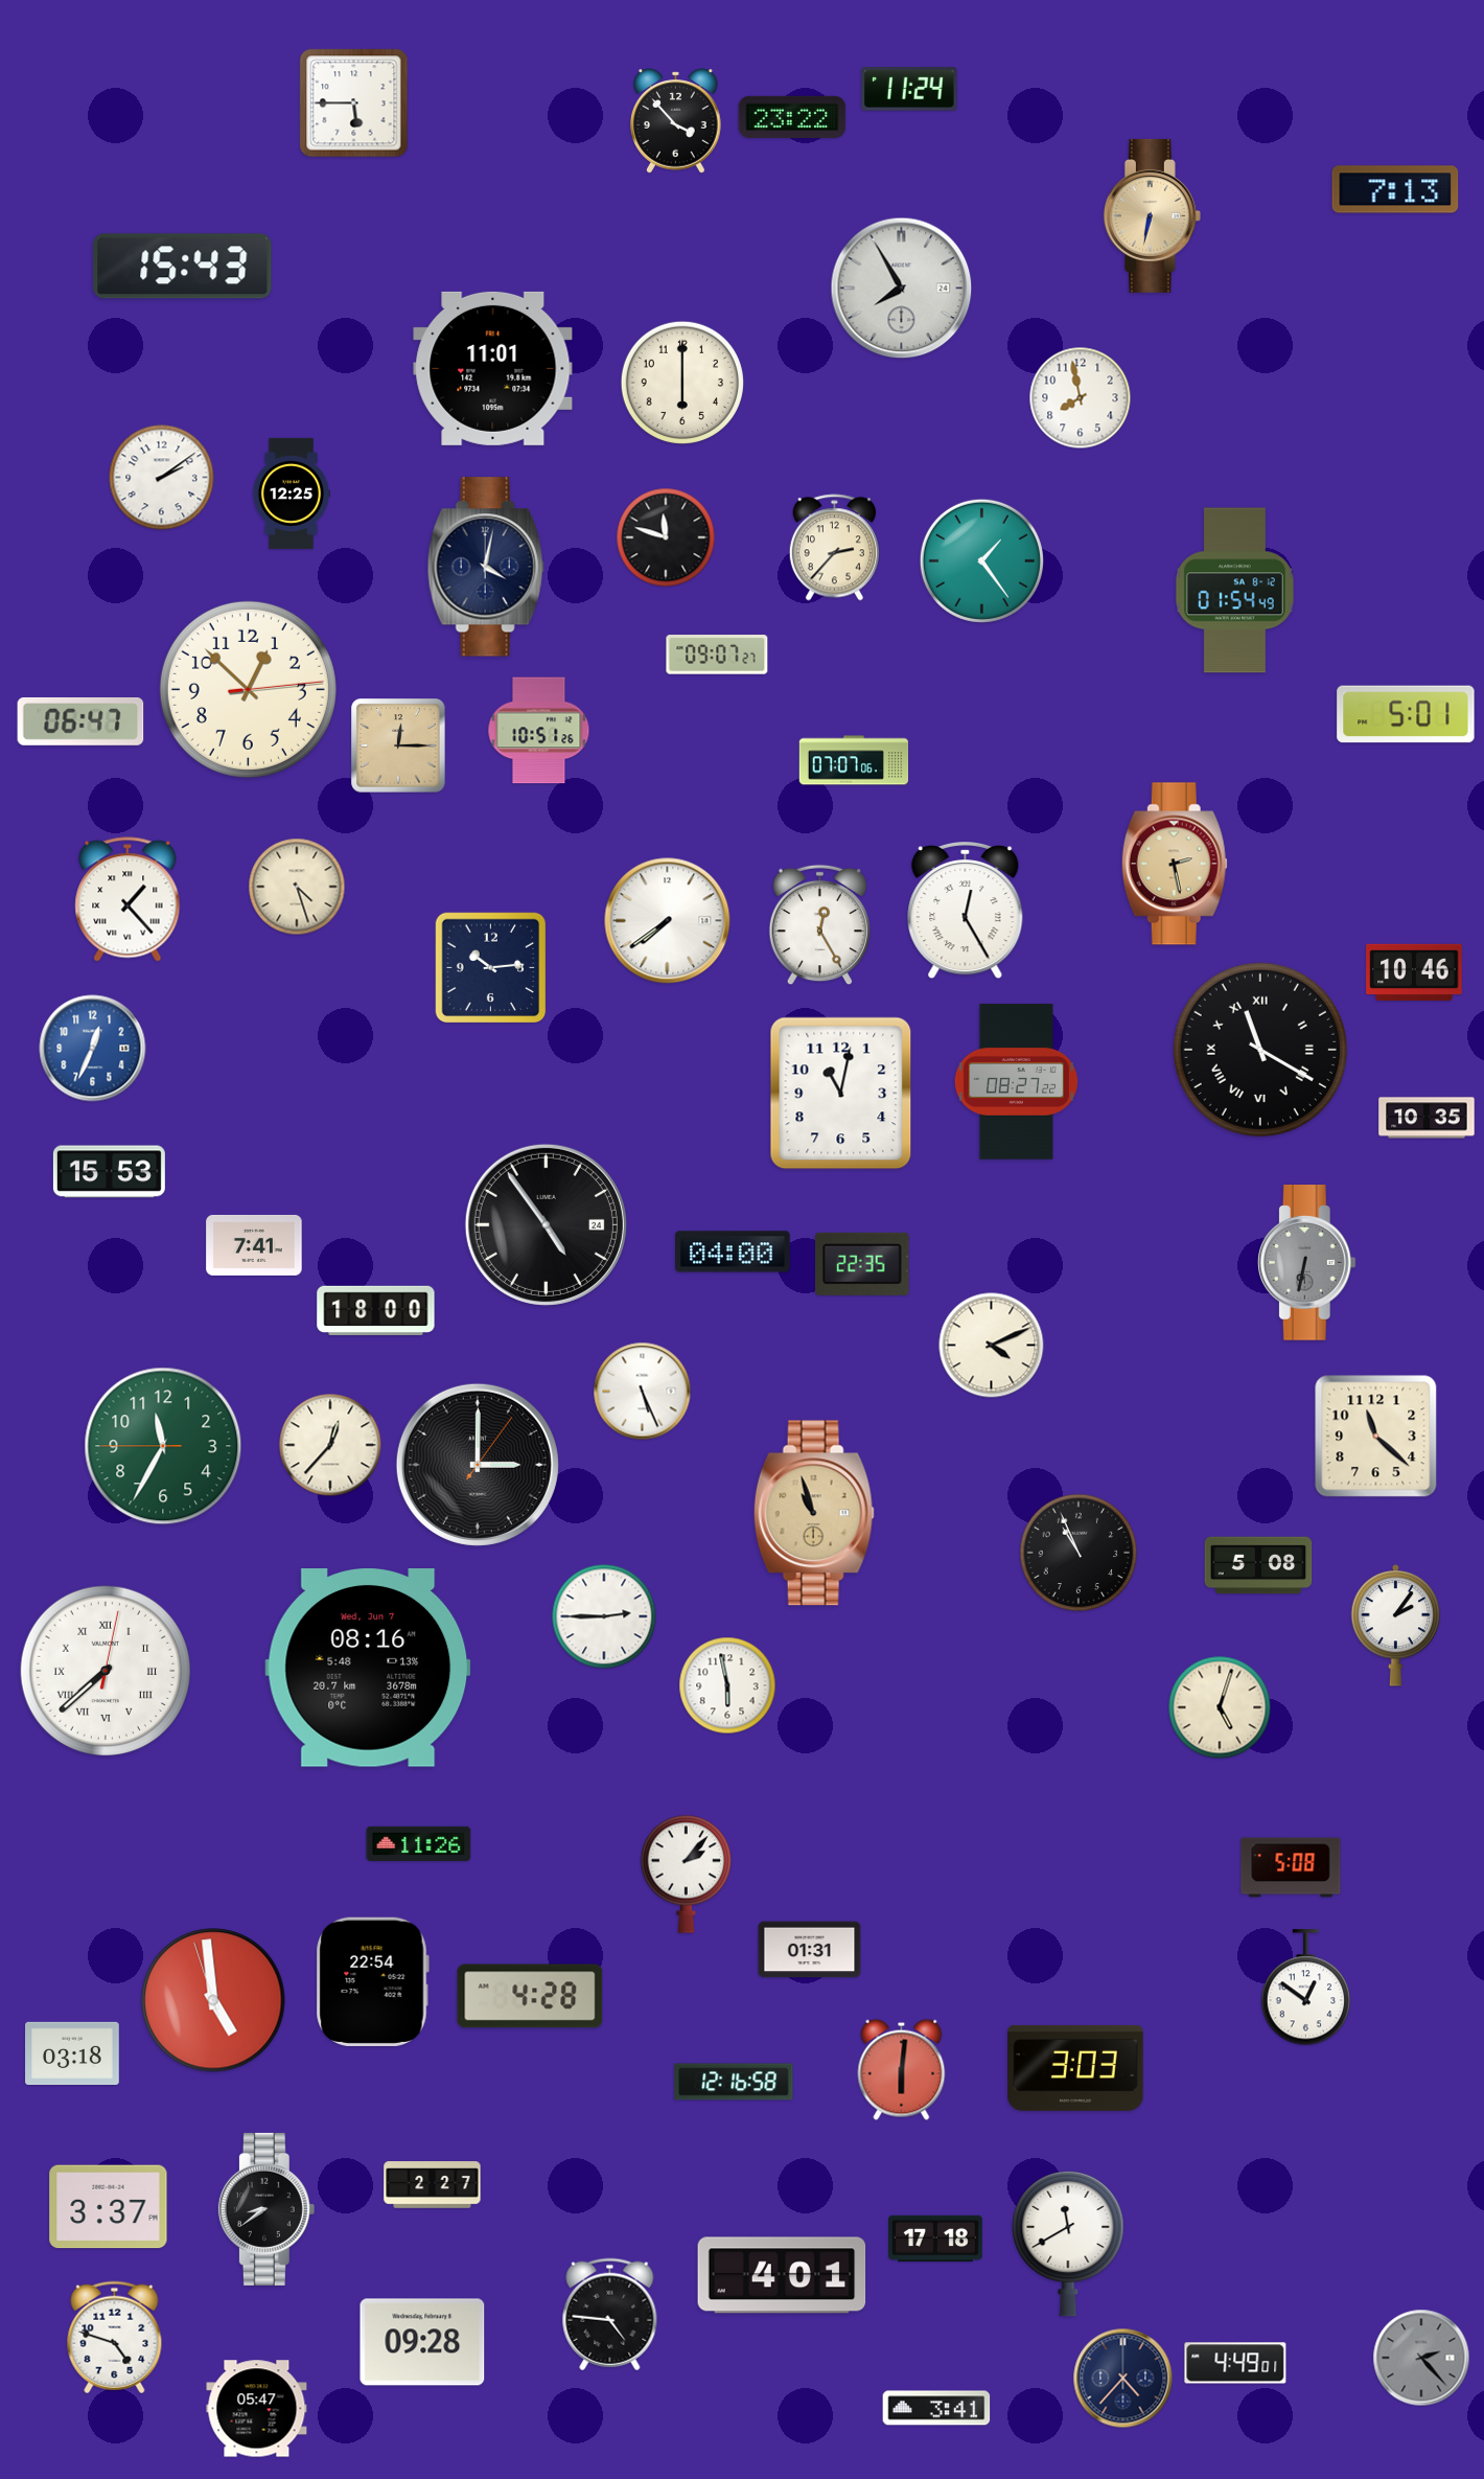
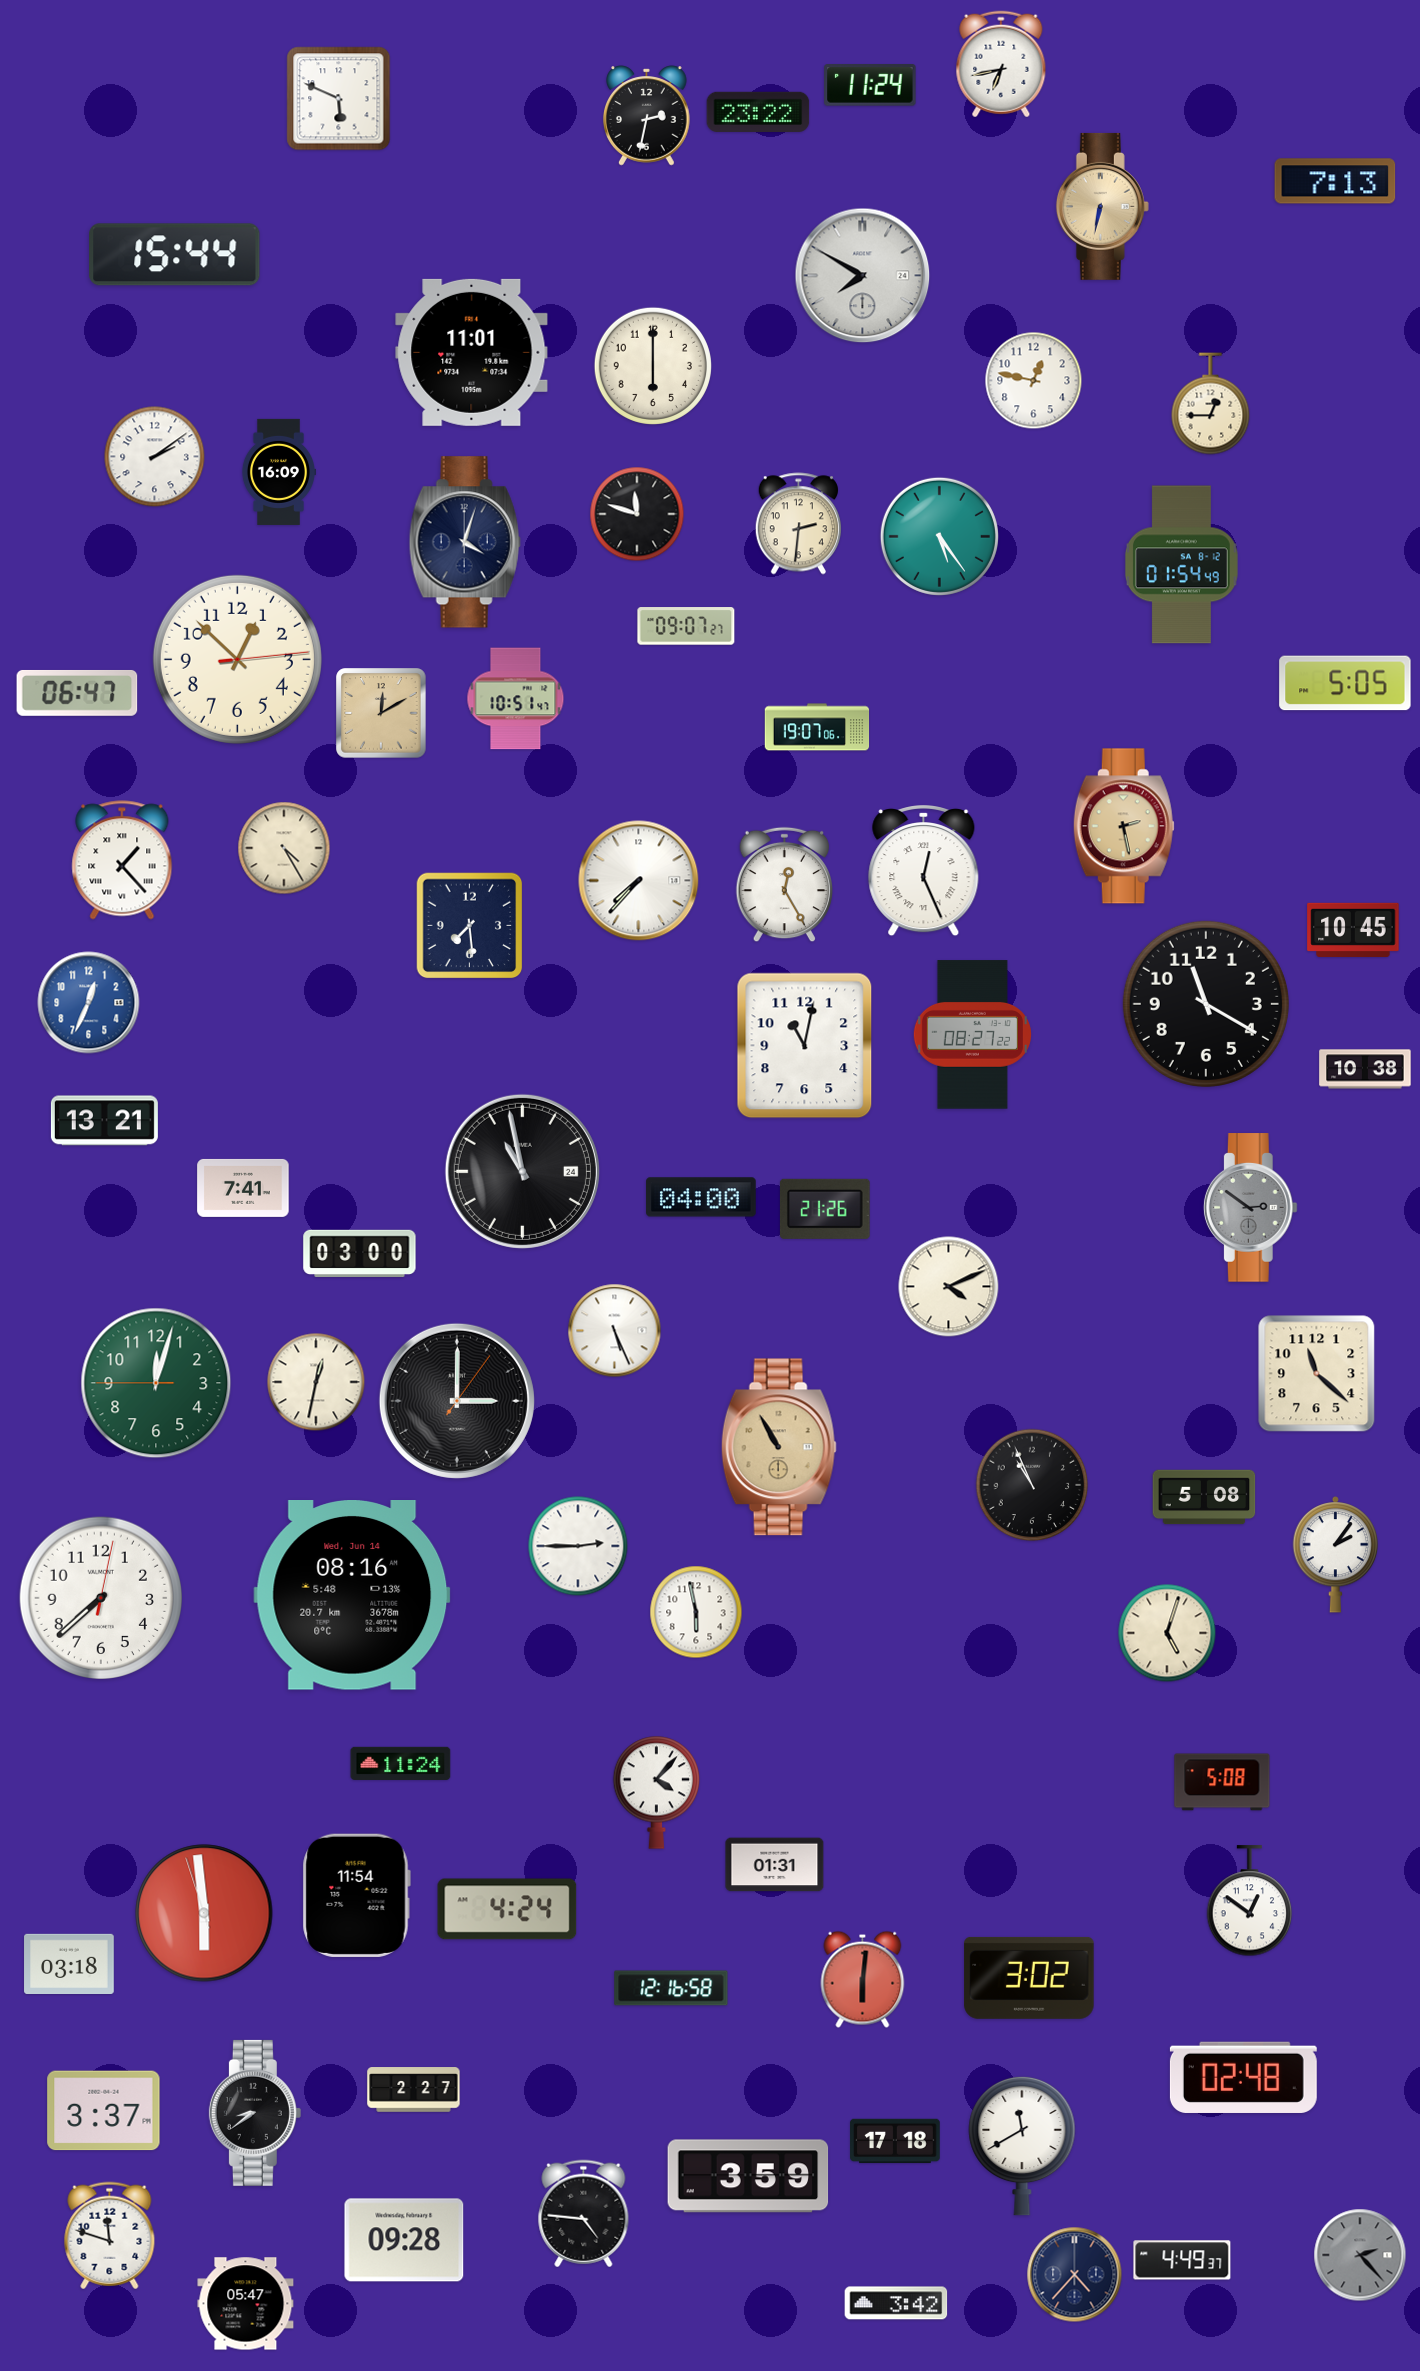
clock at (1001, 64): none -> 6:43
clock at (354, 104): 5:45 -> 5:49
clock at (676, 121): 3:53 -> 2:32
clock at (183, 267): 15:43 -> 15:44
clock at (902, 289): 7:55 -> 7:50
clock at (1081, 398): 7:58 -> 12:47
clock at (1211, 404): none -> 12:45
clock at (291, 493): 12:25 -> 16:09
clock at (834, 548): 2:37 -> 2:31
clock at (981, 560): 1:24 -> 5:24
clock at (486, 567): 4:02 -> 4:03
clock at (1406, 714): 5:01 -> 5:05
clock at (80, 721) position: (80, 721) -> (77, 693)
clock at (539, 731): 10:51:26 -> 10:51:47
clock at (398, 745): 12:15 -> 12:10
clock at (854, 760): 07:07 -> 19:07
clock at (297, 887): 4:27 -> 4:25
clock at (966, 912): 12:25 -> 12:26
clock at (668, 921): 7:39 -> 7:37
clock at (491, 968): 10:14 -> 7:29
clock at (1414, 971): 10:46 -> 10:45
clock at (1260, 1050) numerals: Roman -> Arabic
clock at (1427, 1118): 10:35 -> 10:38
clock at (109, 1172): 15:53 -> 13:21
clock at (546, 1224): 4:54 -> 10:58
clock at (254, 1245) position: (254, 1245) -> (243, 1188)
clock at (1306, 1263): 6:32 -> 2:51
clock at (862, 1264): 22:35 -> 21:26
clock at (376, 1311): 18:00 -> 03:00
clock at (330, 1445): 12:37 -> 12:32
clock at (163, 1446): 11:34 -> 12:02
clock at (814, 1513): 10:57 -> 10:55
clock at (368, 1668) date: Wed, Jun 7 -> Wed, Jun 14
clock at (105, 1670) numerals: Roman -> Arabic
clock at (419, 1843): 11:26 -> 11:24
clock at (1291, 1867) position: (1291, 1867) -> (1222, 1782)
clock at (687, 1874): 2:07 -> 4:07
clock at (372, 1981): 22:54 -> 11:54
clock at (530, 1996): 4:28 -> 4:24
clock at (213, 2000): 4:58 -> 5:58
clock at (1075, 2068): 3:03 -> 3:02
clock at (734, 2082) position: (734, 2082) -> (671, 1988)
clock at (1243, 2077): none -> 02:48
clock at (782, 2275): 4:01 -> 3:59
clock at (115, 2338): 4:48 -> 11:48
clock at (1235, 2363): 4:49:01 -> 4:49:37
clock at (936, 2408): 3:41 -> 3:42
